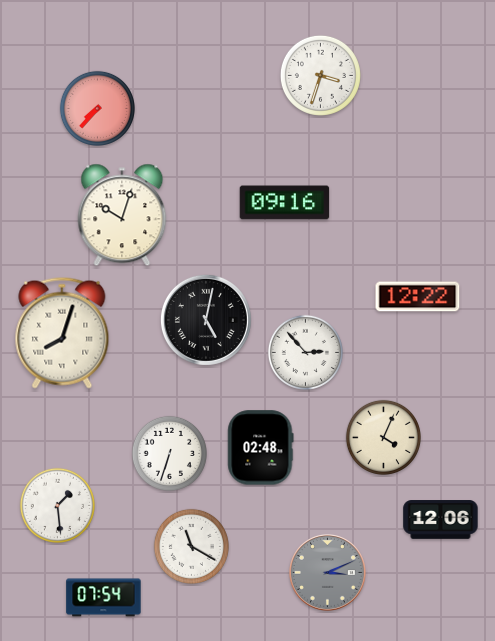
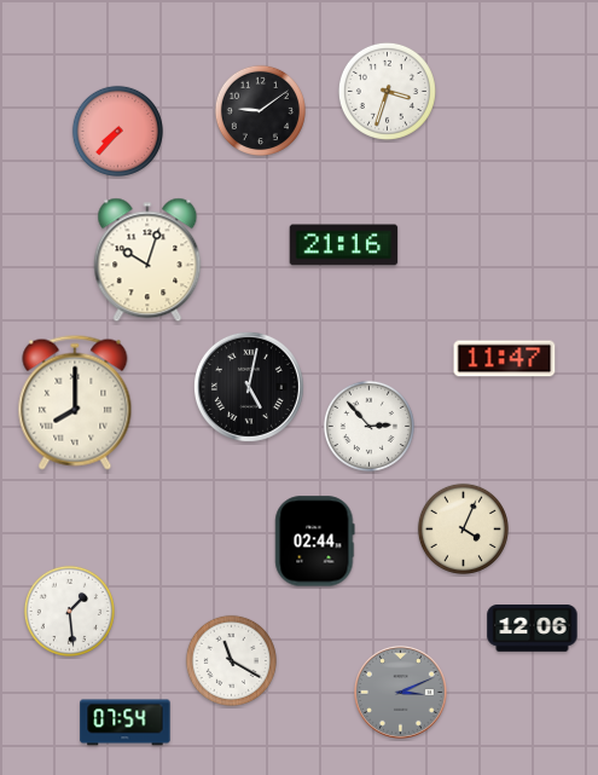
clock at (260, 110): none -> 9:09
clock at (285, 203): 09:16 -> 21:16
clock at (418, 297): 12:22 -> 11:47
clock at (62, 333): 8:03 -> 8:00
clock at (261, 448): 02:48 -> 02:44
clock at (169, 453): 6:33 -> none
clock at (328, 573) position: (328, 573) -> (401, 693)
